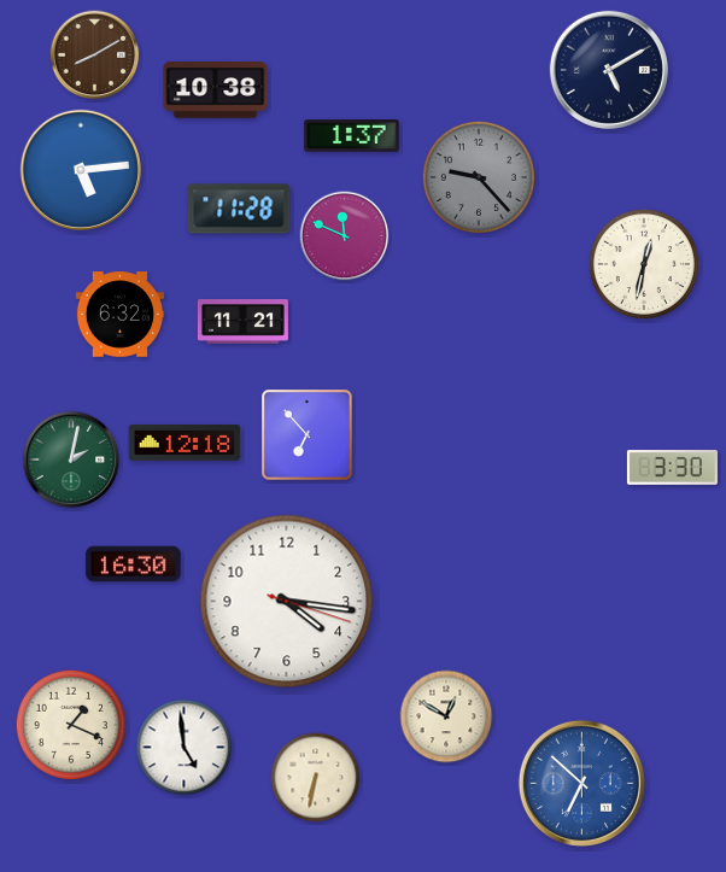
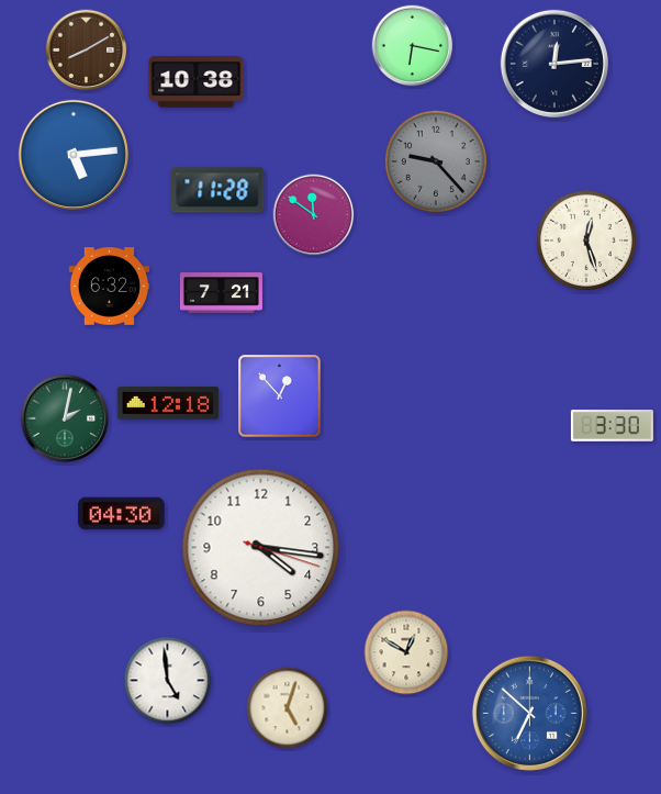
clock at (413, 46): none -> 6:17
clock at (609, 70): 5:10 -> 12:14
clock at (352, 136): 1:37 -> none
clock at (345, 236): 11:49 -> 11:51
clock at (644, 264): 12:32 -> 12:27
clock at (242, 322): 11:21 -> 7:21
clock at (308, 435): 6:53 -> 12:53
clock at (134, 564): 16:30 -> 04:30
clock at (71, 725): 1:19 -> none
clock at (316, 778): 6:32 -> 5:03
